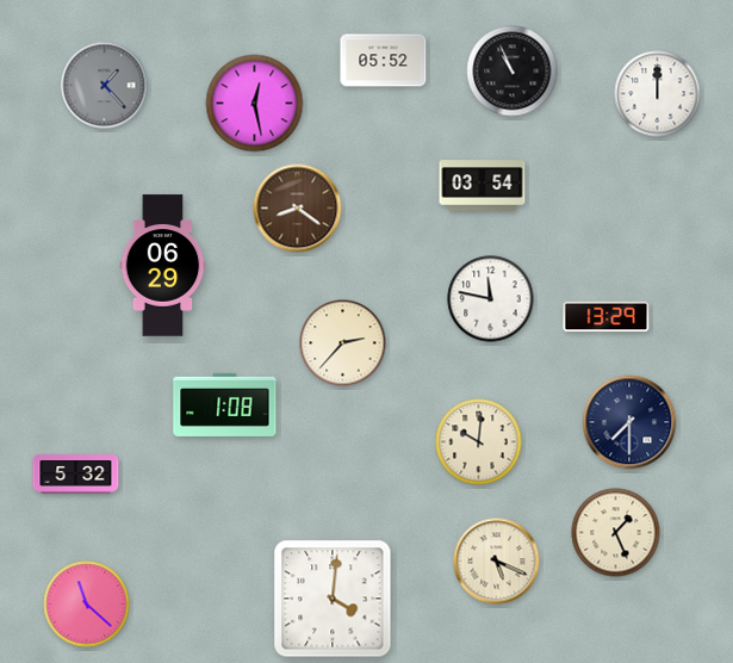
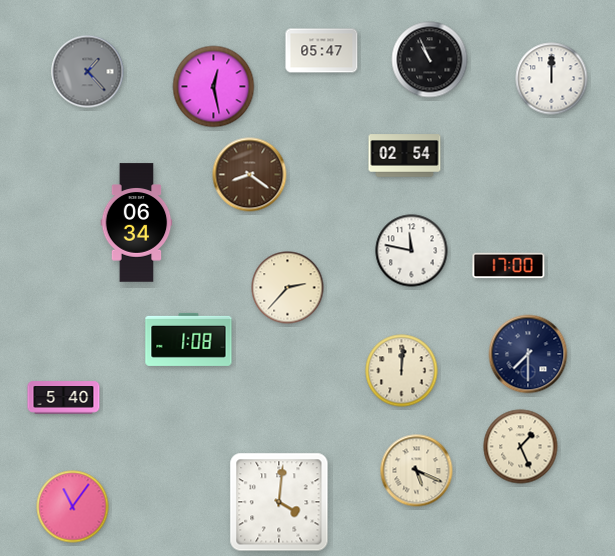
clock at (384, 61): 05:52 -> 05:47
clock at (483, 186): 03:54 -> 02:54
clock at (163, 266): 06:29 -> 06:34
clock at (607, 317): 13:29 -> 17:00
clock at (479, 442): 10:01 -> 12:01
clock at (76, 475): 5:32 -> 5:40
clock at (616, 533) position: (616, 533) -> (521, 447)
clock at (87, 605): 11:22 -> 11:06
